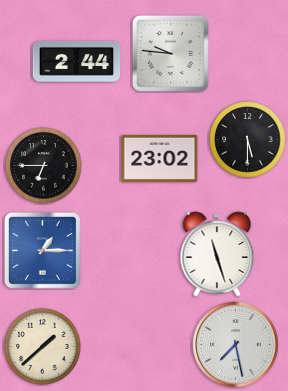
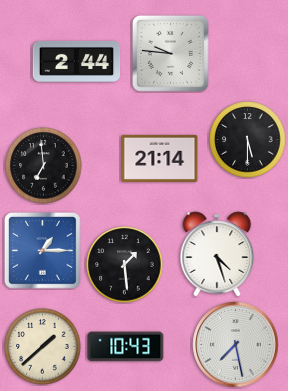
clock at (160, 158): 23:02 -> 21:14
clock at (44, 166): 6:45 -> 6:59
clock at (217, 254): 11:27 -> 4:27
clock at (125, 265): none -> 1:29
clock at (126, 347): none -> 10:43
